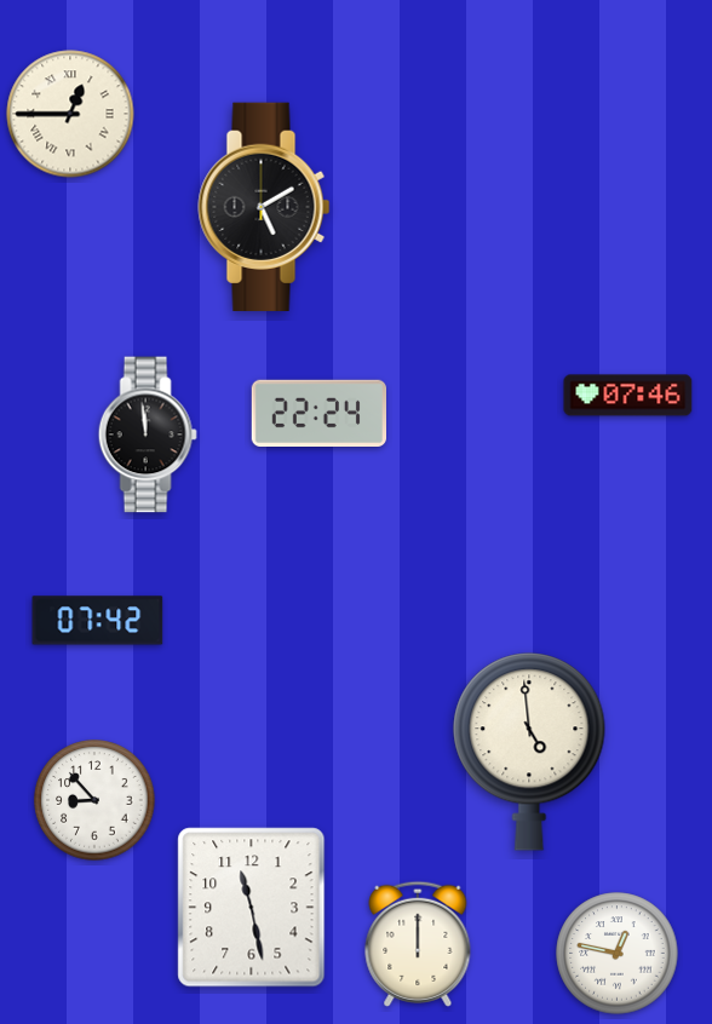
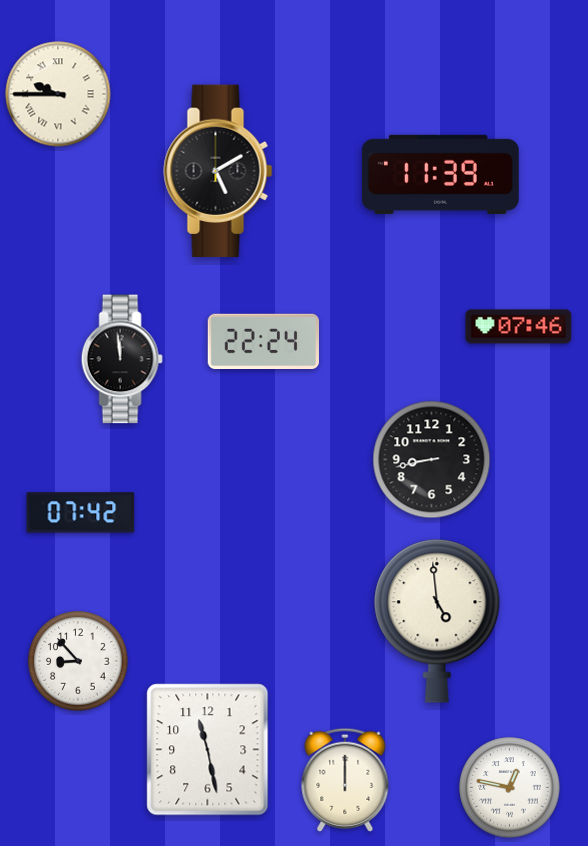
clock at (70, 114): 12:45 -> 9:45
clock at (440, 174): none -> 11:39
clock at (432, 460): none -> 8:43
